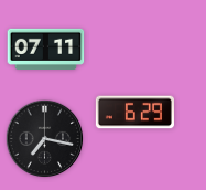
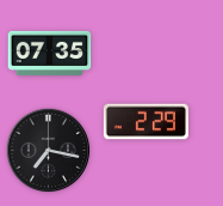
clock at (46, 49): 07:11 -> 07:35
clock at (134, 113): 6:29 -> 2:29
